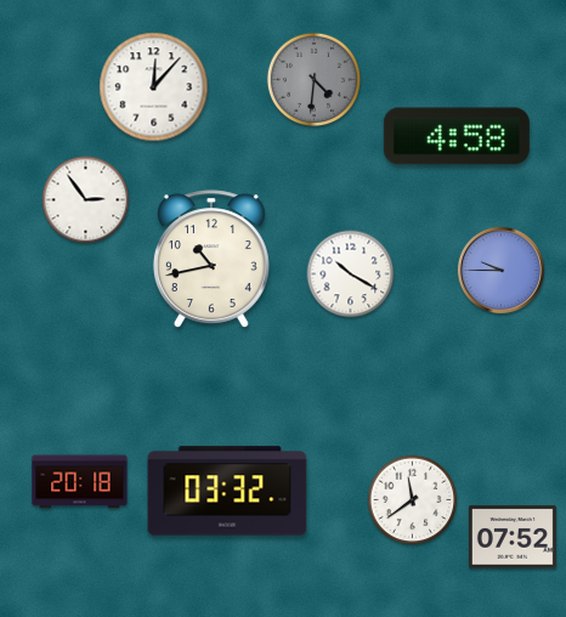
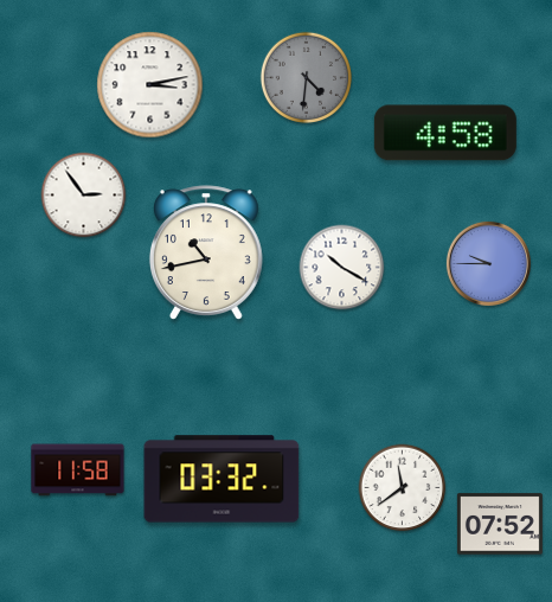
clock at (154, 87): 12:07 -> 3:13
clock at (80, 482): 20:18 -> 11:58
